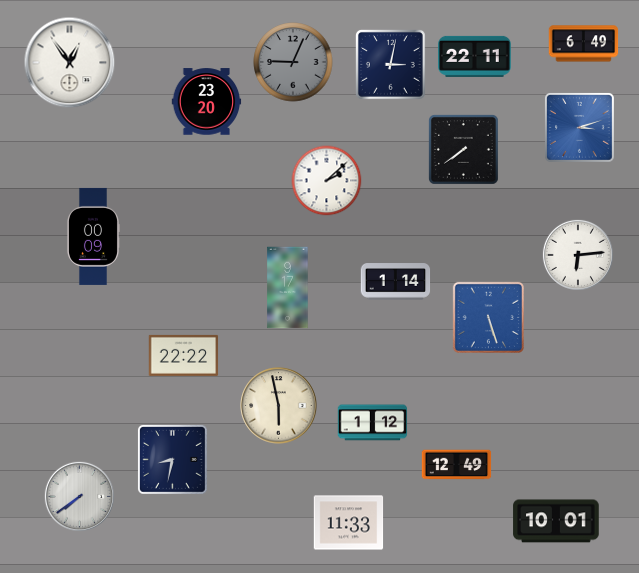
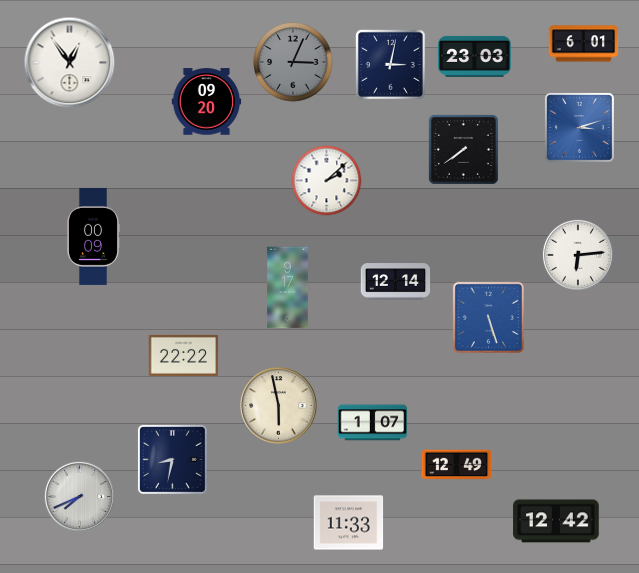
clock at (584, 44): 6:49 -> 6:01
clock at (475, 56): 22:11 -> 23:03
clock at (293, 62): 9:04 -> 3:04
clock at (207, 102): 23:20 -> 09:20
clock at (396, 282): 1:14 -> 12:14
clock at (373, 423): 1:12 -> 1:07
clock at (79, 496): 7:39 -> 7:41
clock at (556, 521): 10:01 -> 12:42
